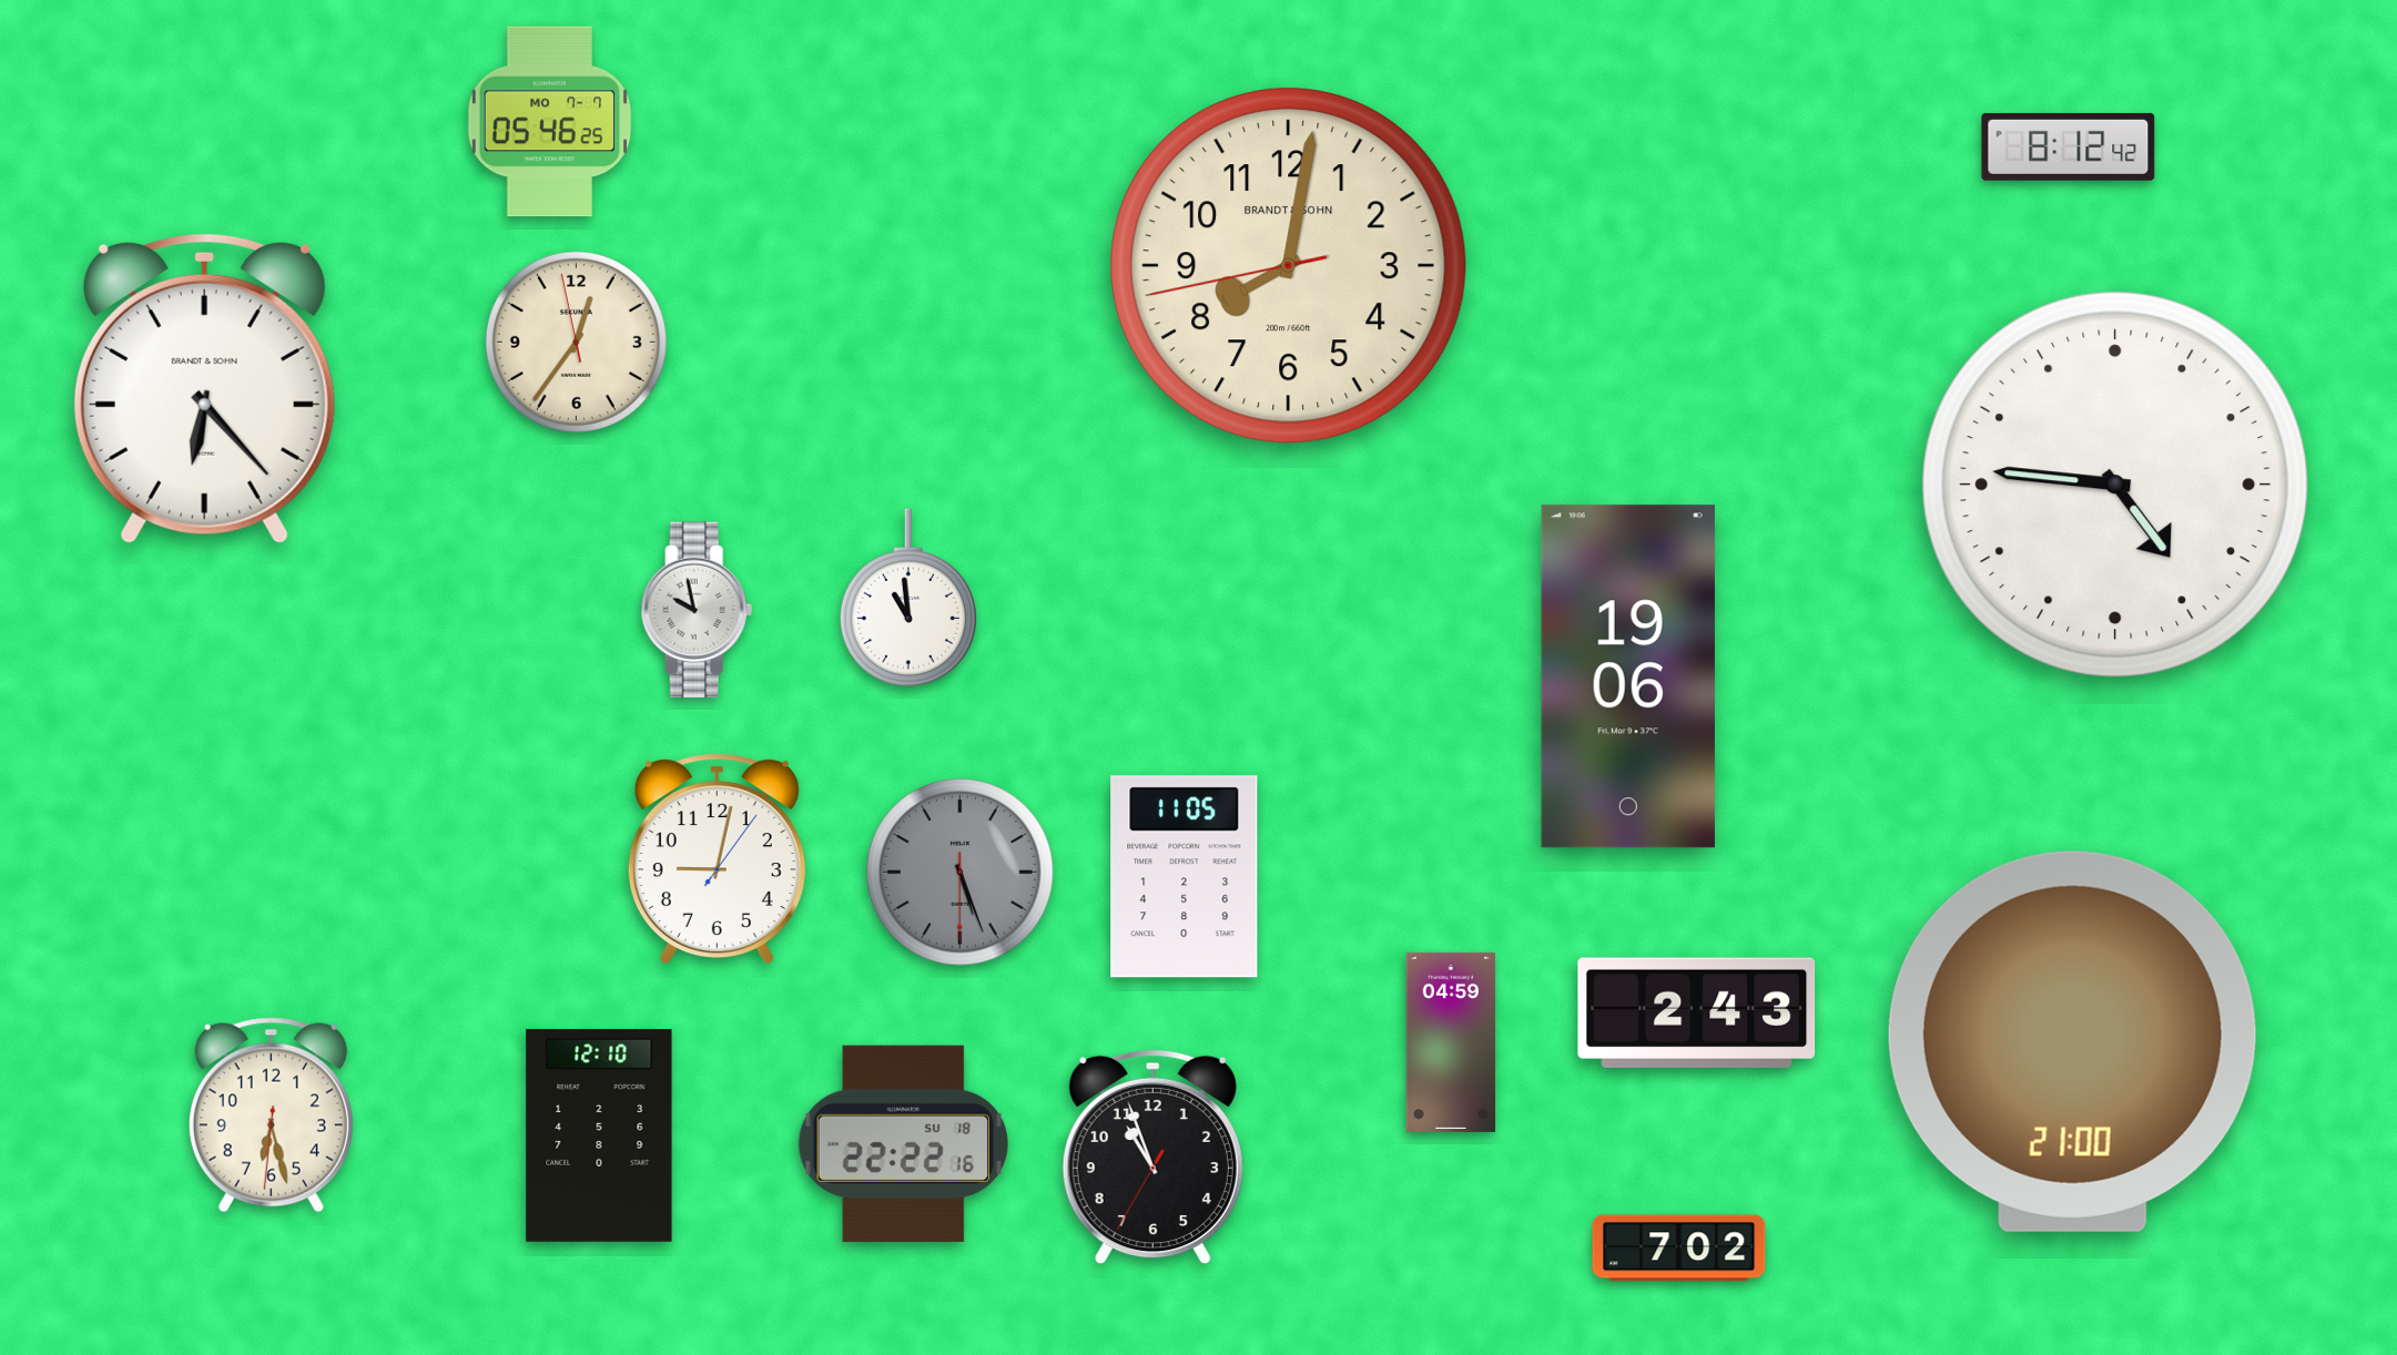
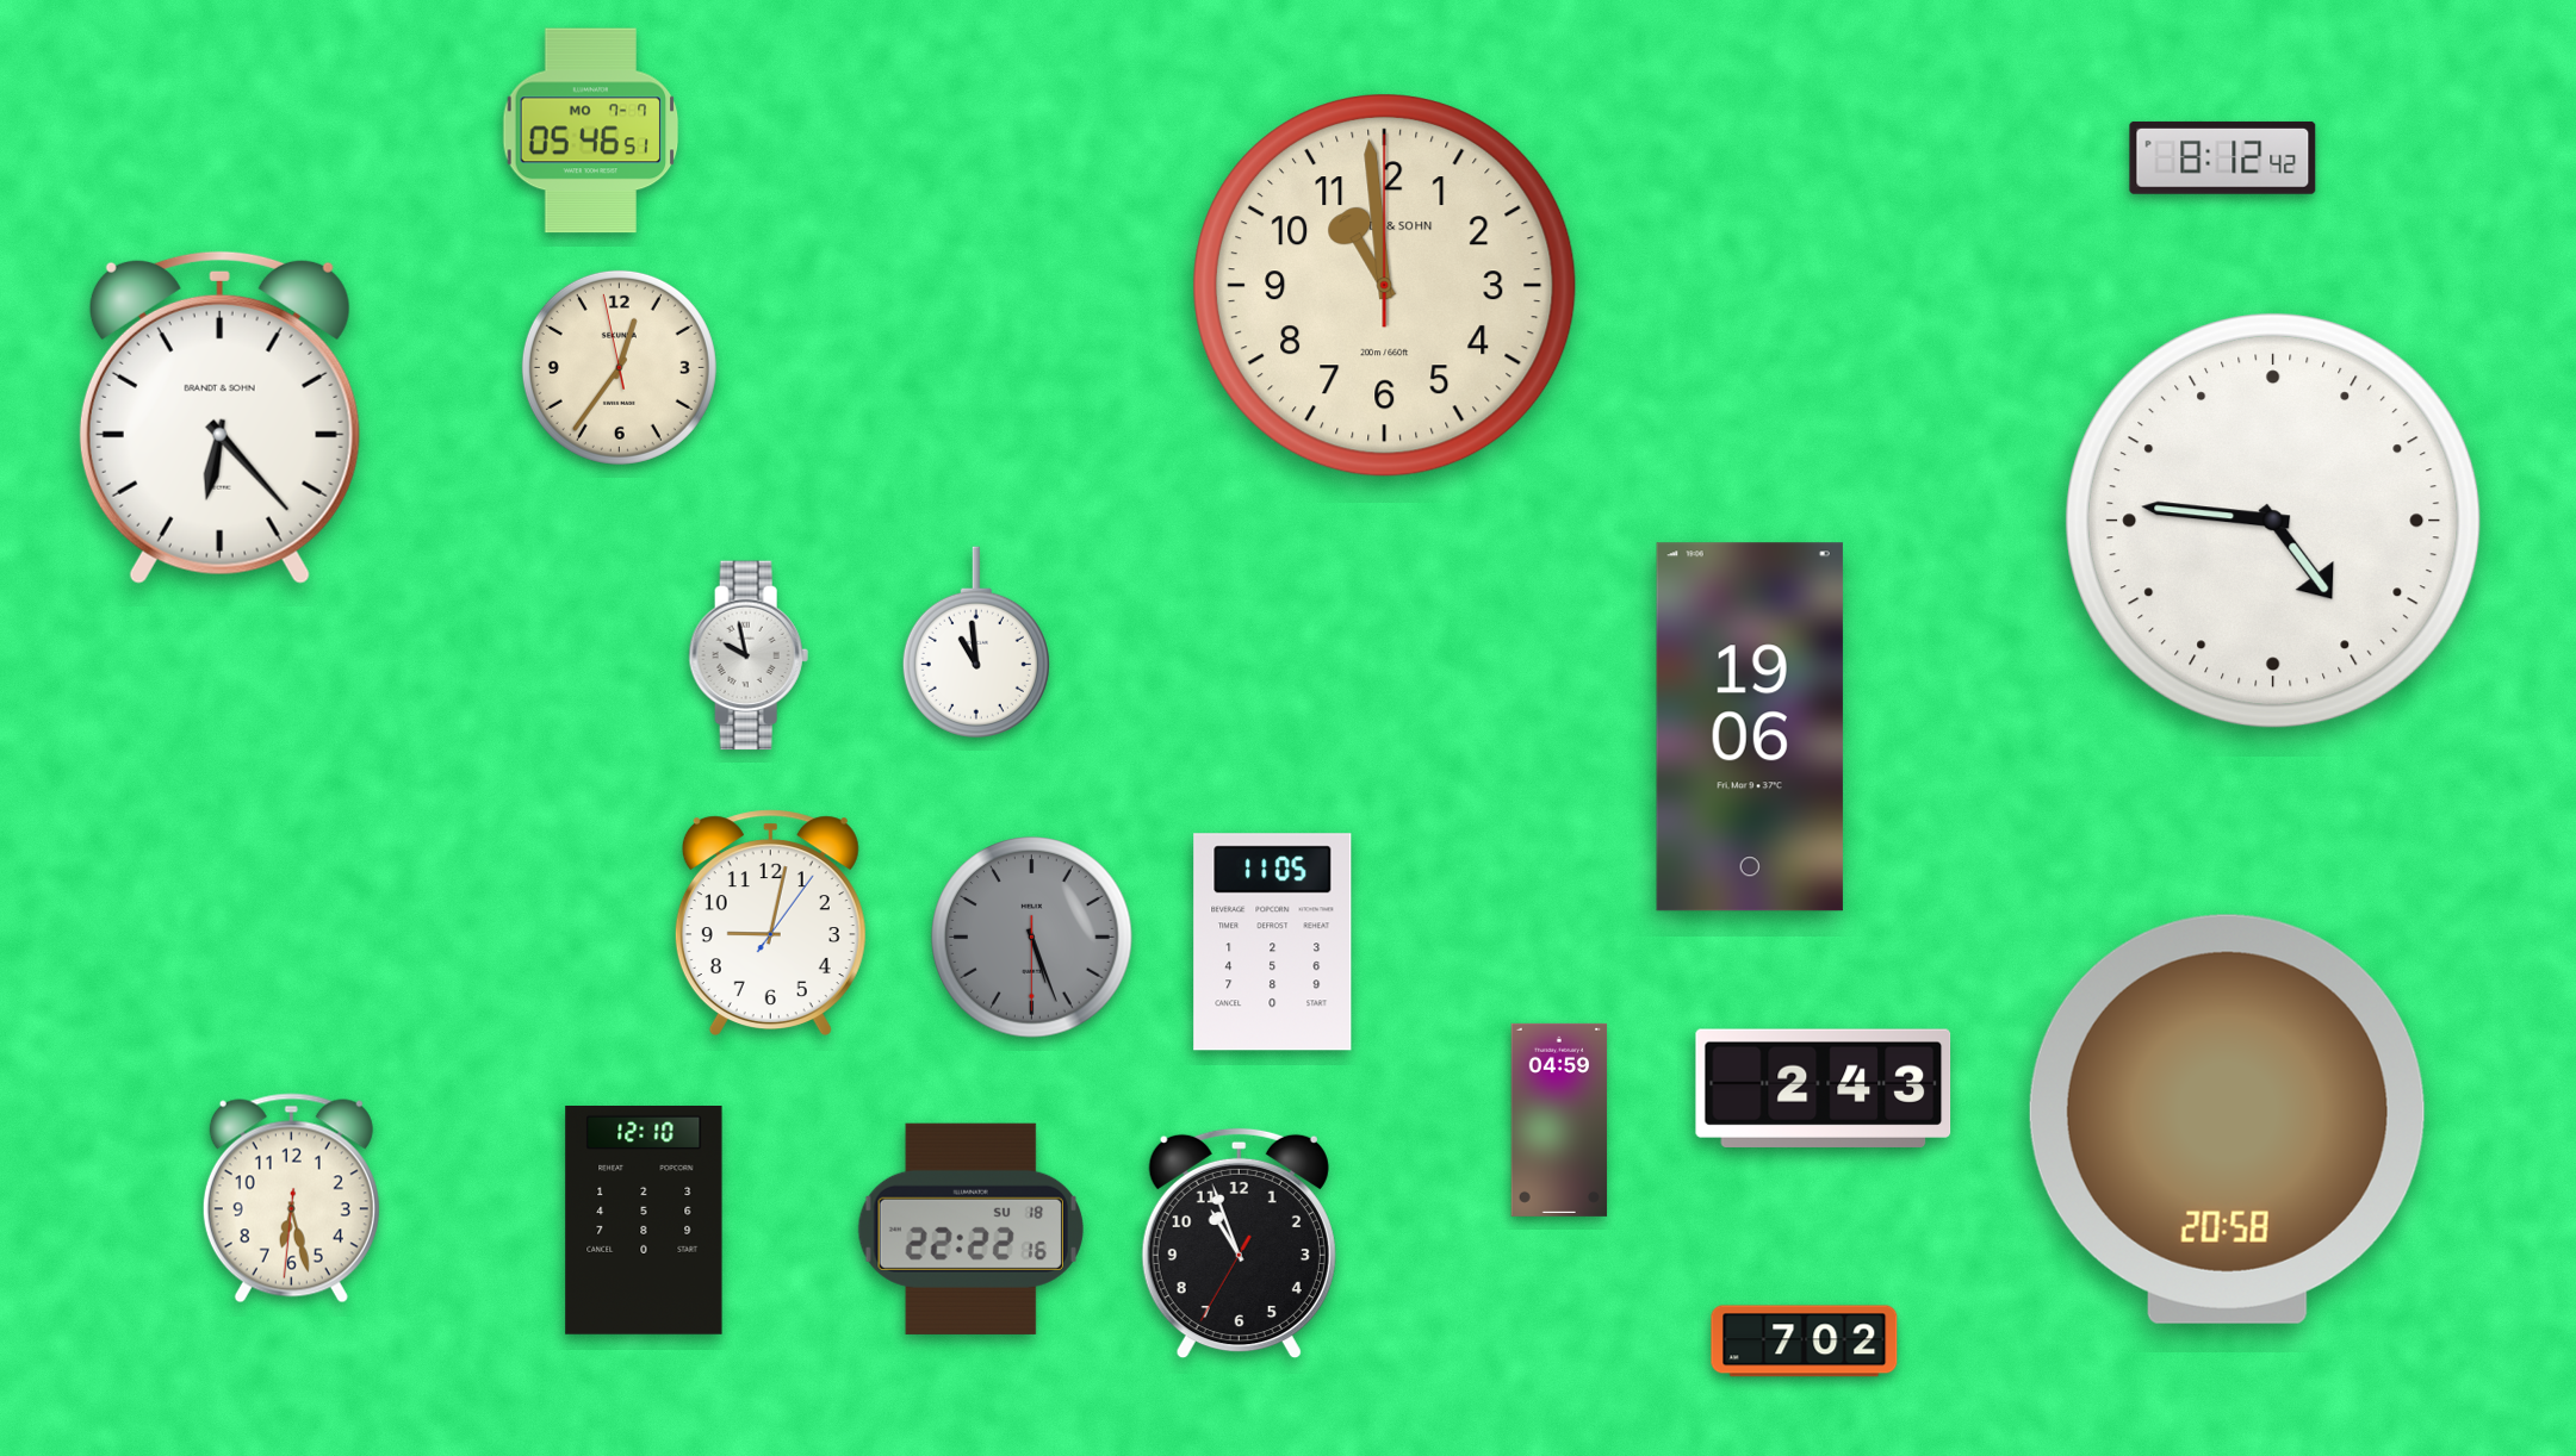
clock at (550, 122): 05:46:25 -> 05:46:51
clock at (1289, 266): 8:01 -> 10:59
clock at (2072, 1041): 21:00 -> 20:58
